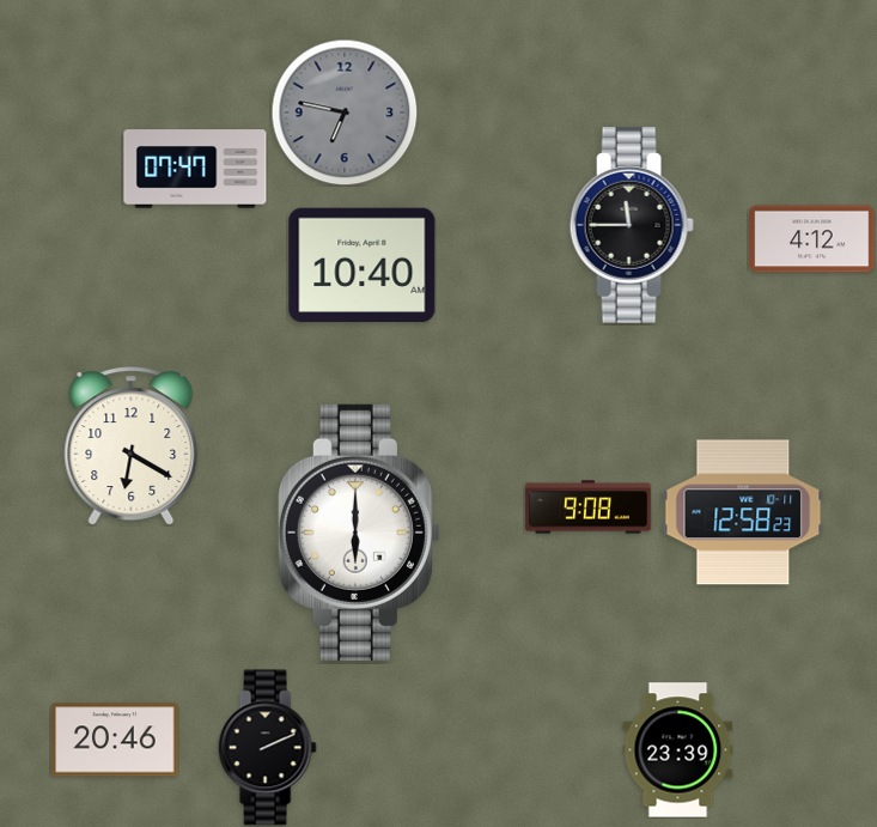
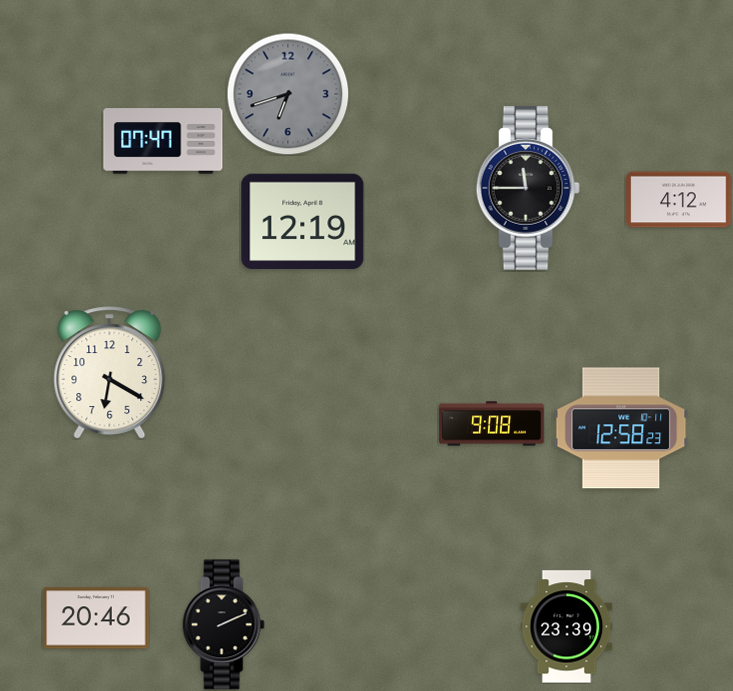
clock at (345, 113): 6:47 -> 6:42
clock at (363, 264): 10:40 -> 12:19
clock at (359, 533): 6:00 -> none
